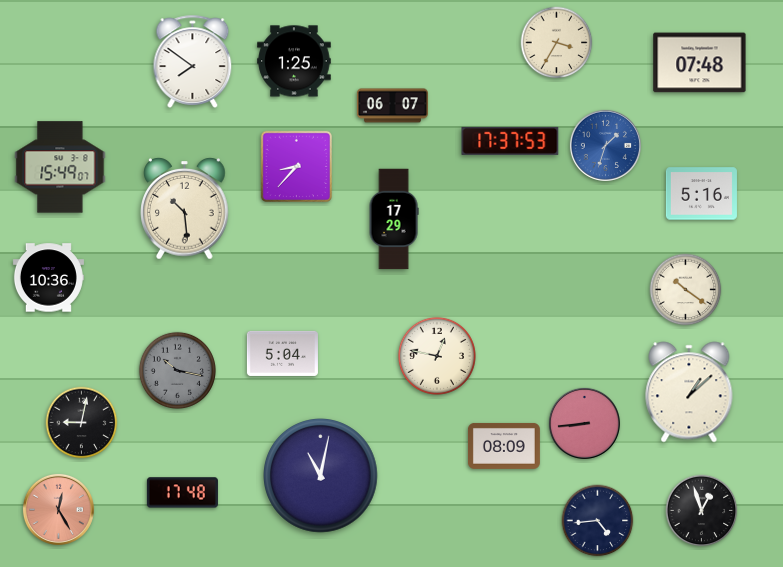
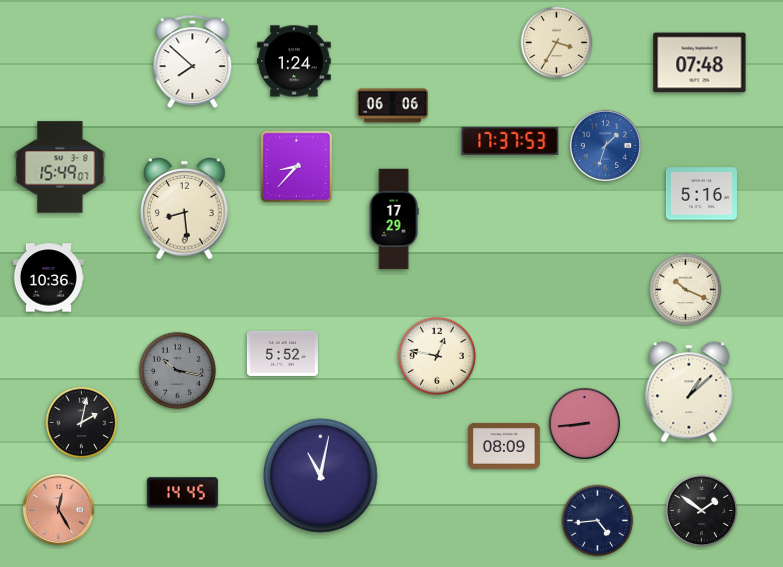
clock at (193, 61): 7:51 -> 7:52
clock at (294, 61): 1:25 -> 1:24
clock at (392, 106): 06:07 -> 06:06
clock at (185, 209): 10:29 -> 8:29
clock at (686, 290): 10:21 -> 10:19
clock at (282, 353): 5:04 -> 5:52
clock at (82, 423): 9:02 -> 2:02
clock at (182, 493): 17:48 -> 14:45
clock at (702, 511): 12:57 -> 1:51
